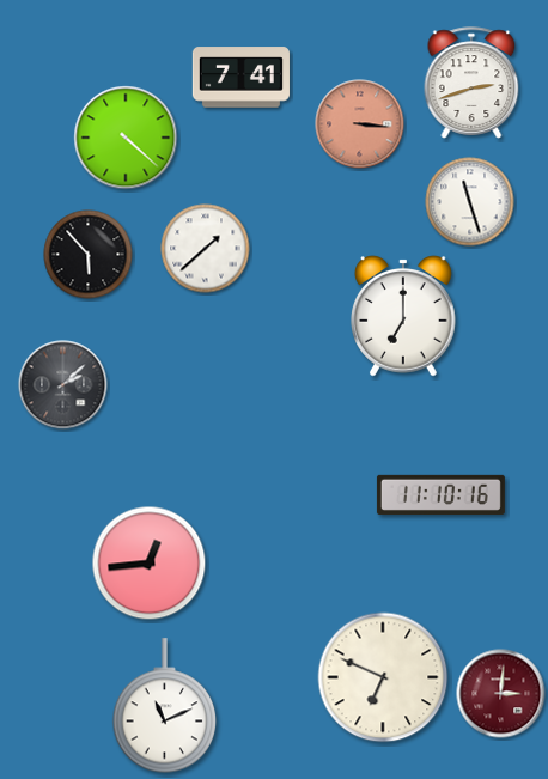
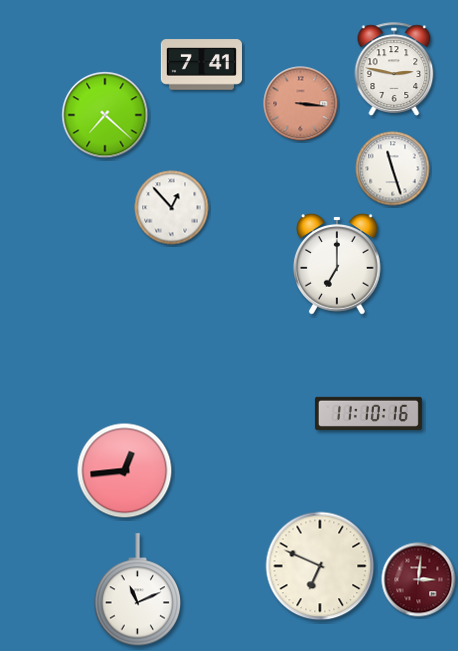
clock at (471, 83): 2:42 -> 2:47
clock at (126, 138): 4:22 -> 7:22
clock at (206, 249): 1:38 -> 12:53
clock at (89, 255): 5:53 -> none
clock at (63, 385): 2:08 -> none
